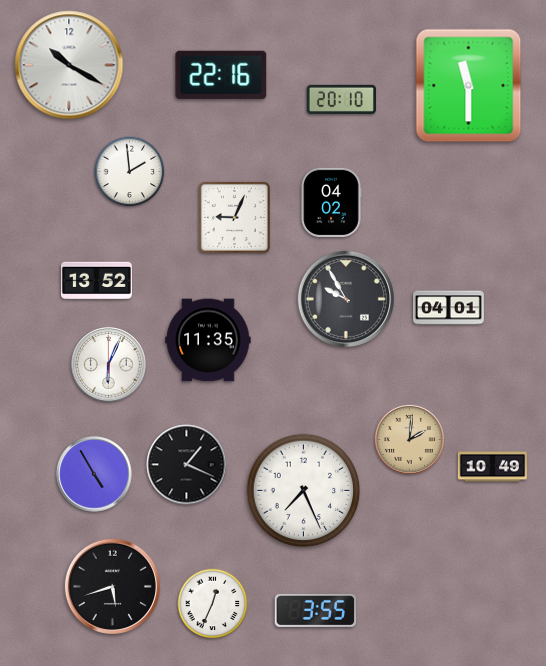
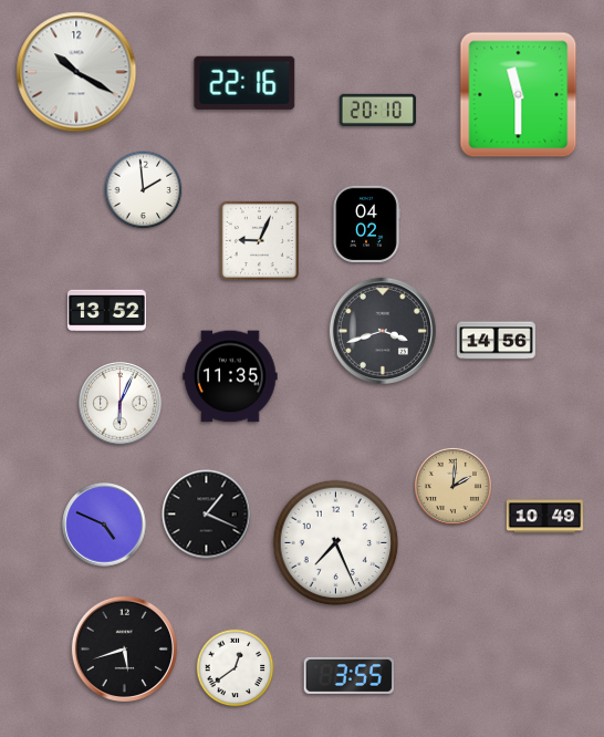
clock at (346, 299): 9:55 -> 3:42
clock at (449, 308): 04:01 -> 14:56
clock at (94, 474): 4:55 -> 4:49
clock at (213, 604): 12:34 -> 12:39
